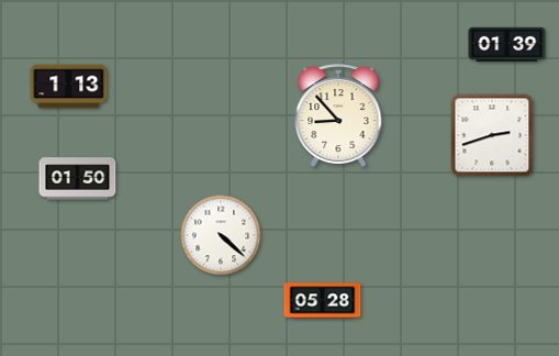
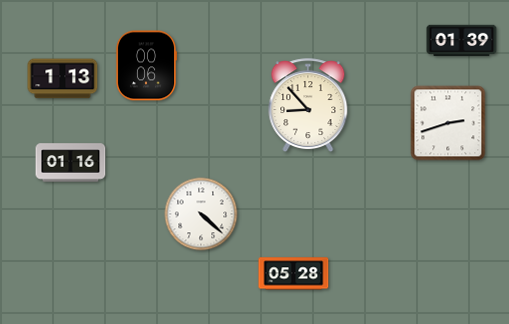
clock at (146, 66): none -> 00:06
clock at (78, 179): 01:50 -> 01:16
